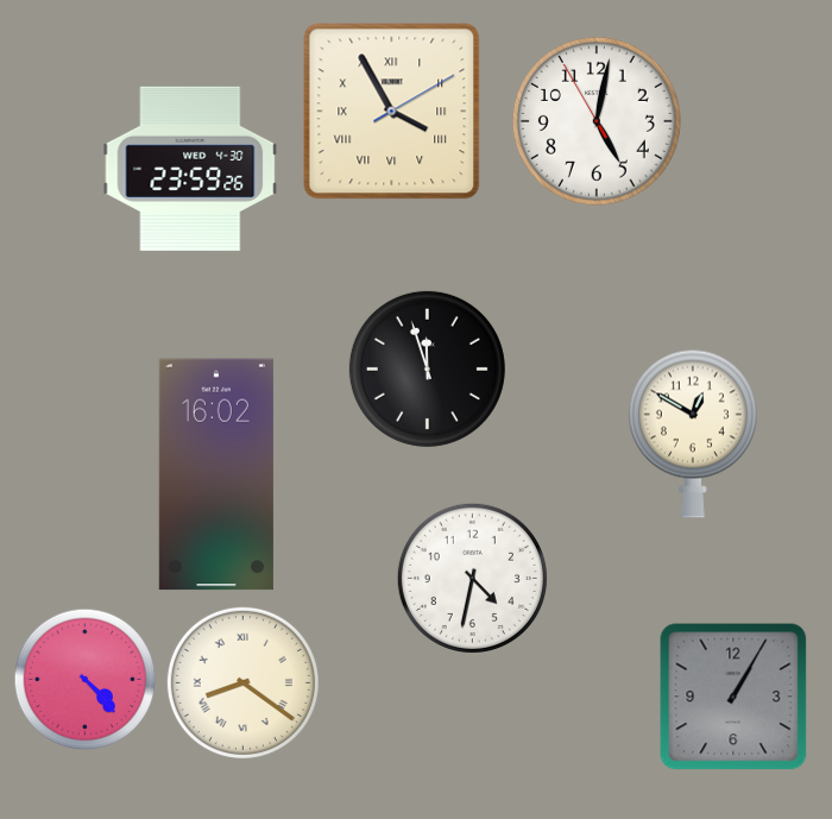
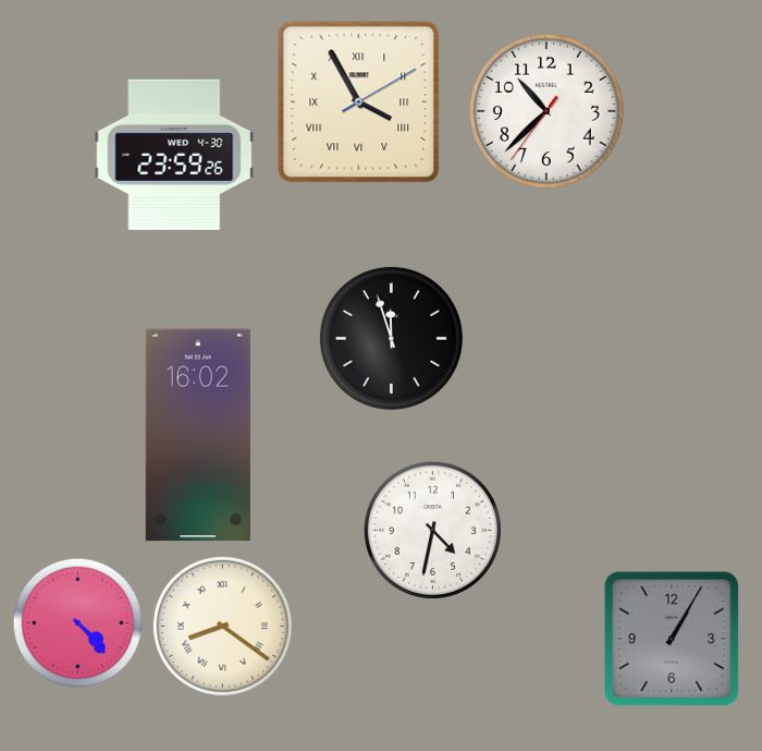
clock at (597, 121): 5:01 -> 10:37
clock at (693, 434): 12:50 -> none
